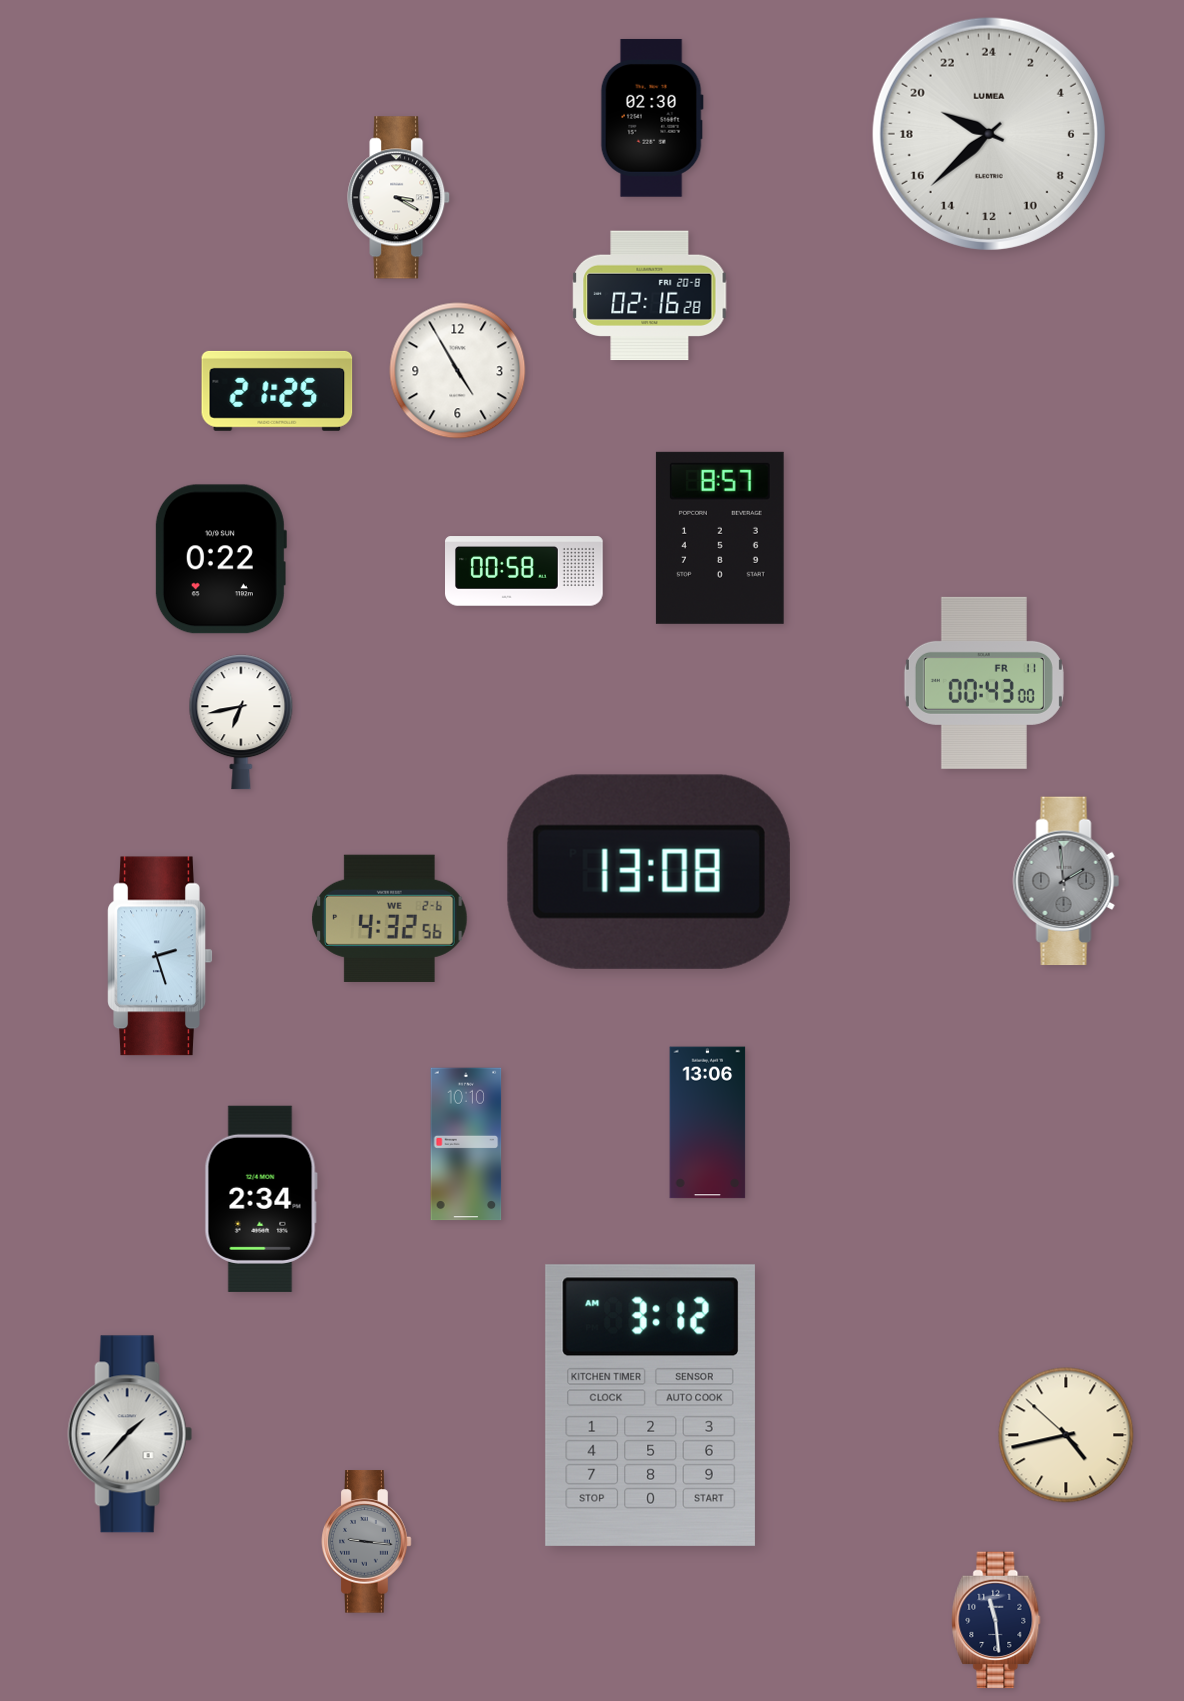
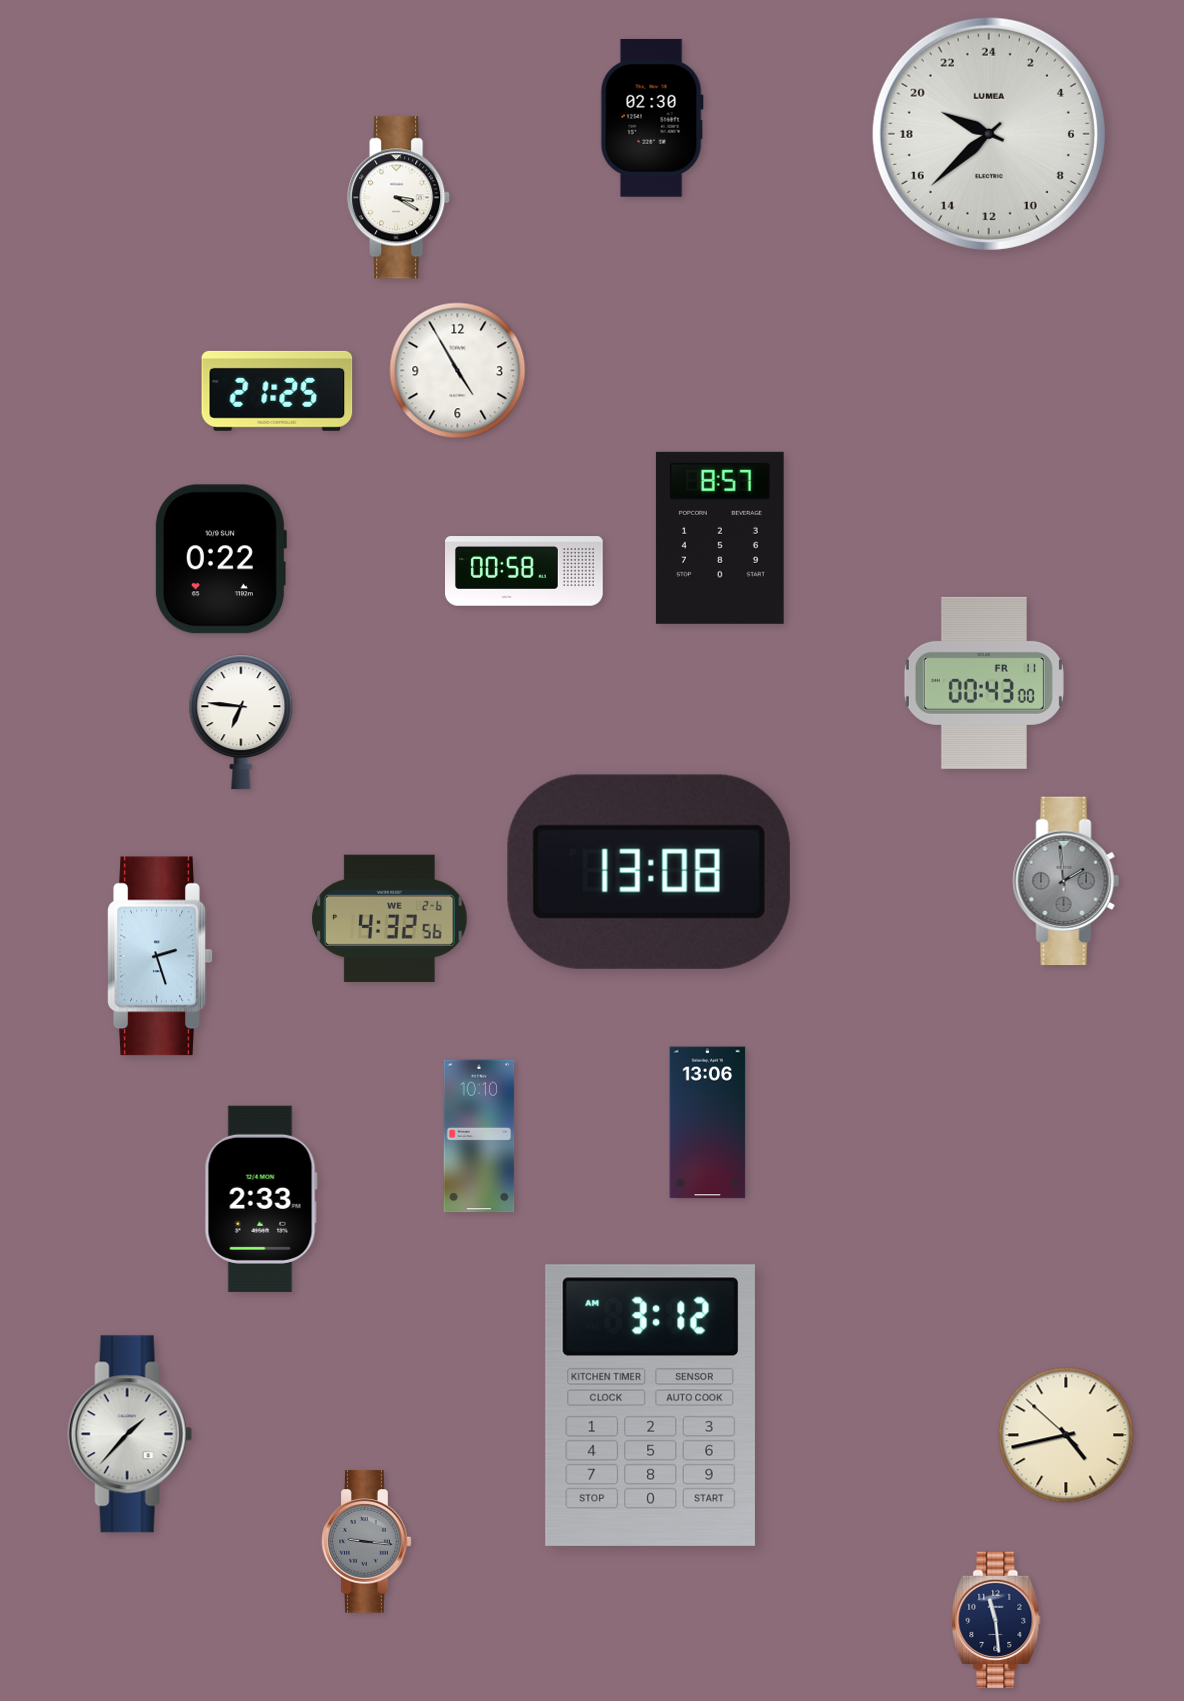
clock at (650, 296): 02:16 -> none
clock at (241, 722): 6:43 -> 6:46
clock at (466, 1144) position: (466, 1144) -> (479, 1136)
clock at (261, 1199): 2:34 -> 2:33
